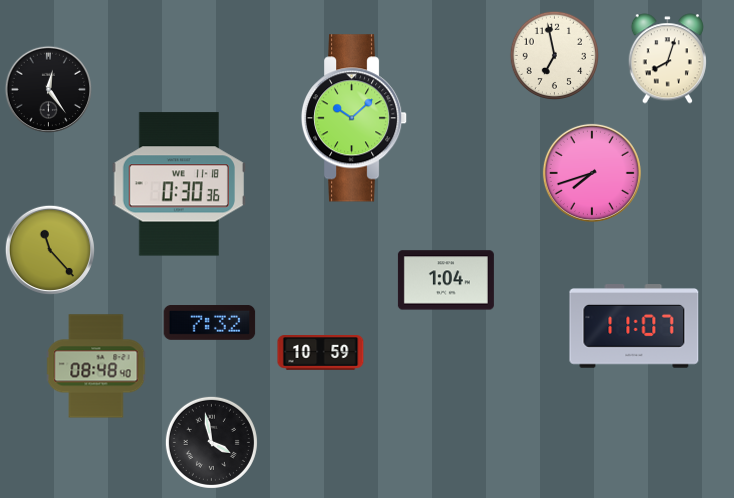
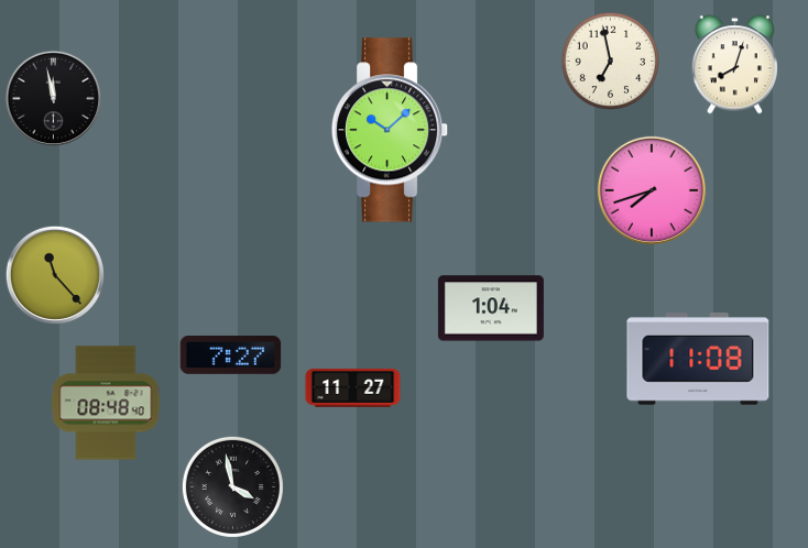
clock at (48, 89): 12:24 -> 11:58
clock at (178, 184): 0:30 -> none
clock at (210, 323): 7:32 -> 7:27
clock at (634, 326): 11:07 -> 11:08
clock at (321, 353): 10:59 -> 11:27
